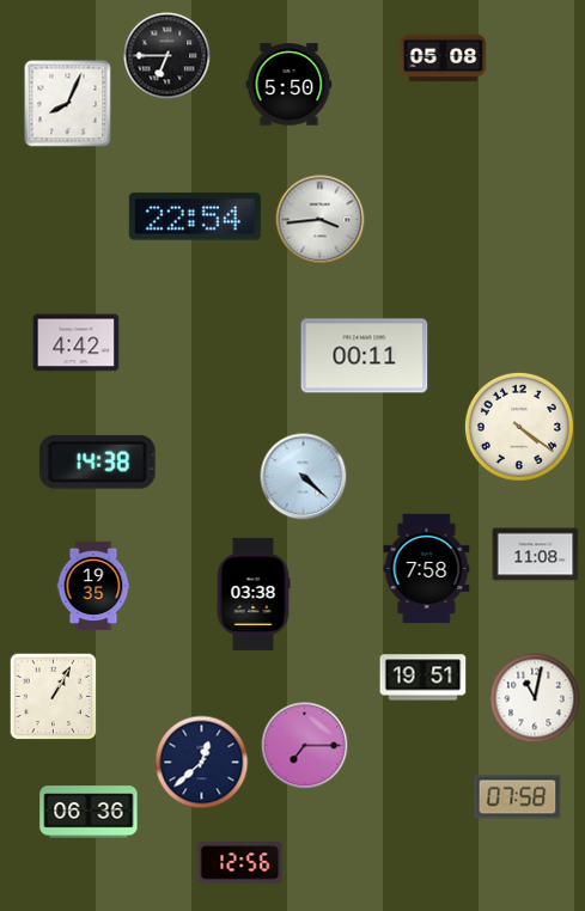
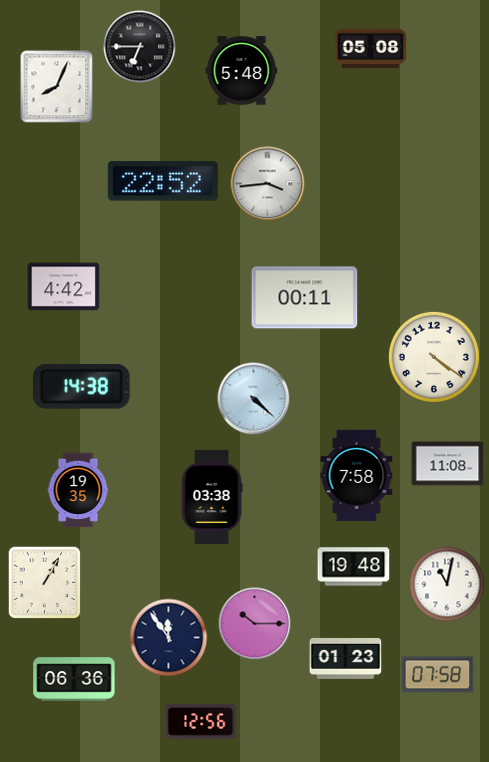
clock at (290, 85): 5:50 -> 5:48
clock at (195, 216): 22:54 -> 22:52
clock at (423, 678): 19:51 -> 19:48
clock at (305, 746): 7:15 -> 10:15
clock at (202, 763): 12:38 -> 11:54
clock at (346, 658): none -> 01:23
clock at (518, 797) position: (518, 797) -> (438, 675)
